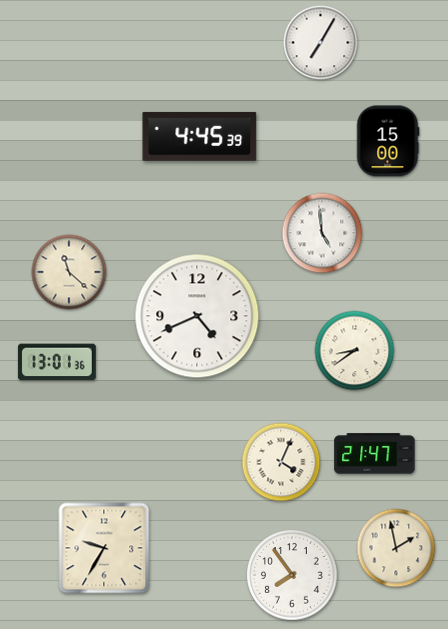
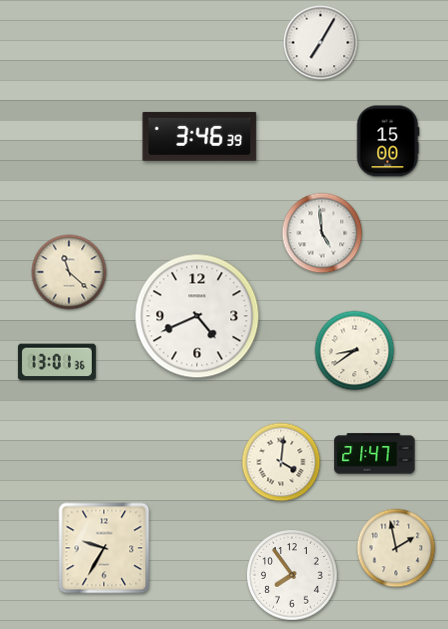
clock at (200, 136): 4:45 -> 3:46
clock at (281, 462): 4:04 -> 4:01
